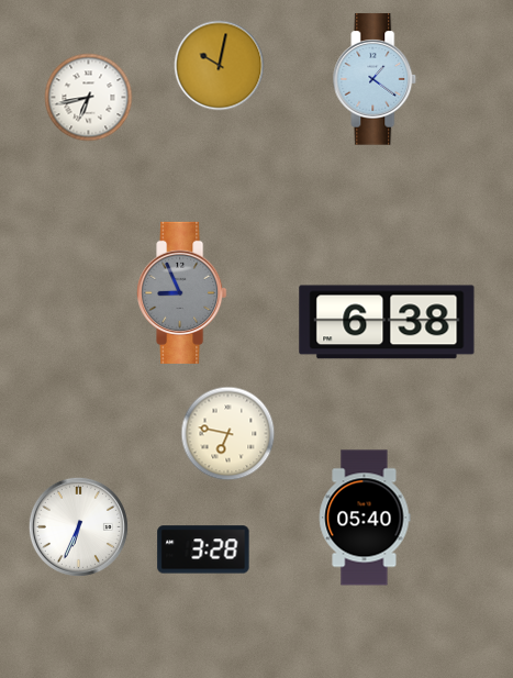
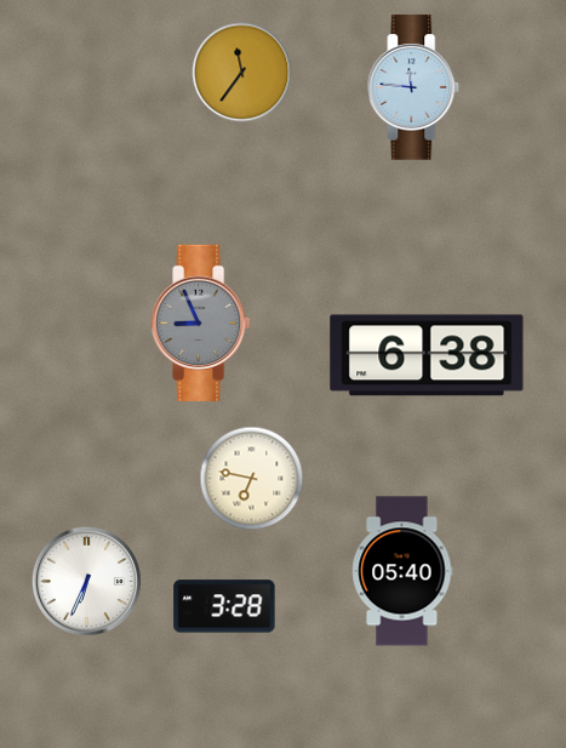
clock at (220, 66): 10:02 -> 11:36
clock at (375, 79): 1:21 -> 11:46
clock at (89, 98): 6:43 -> none
